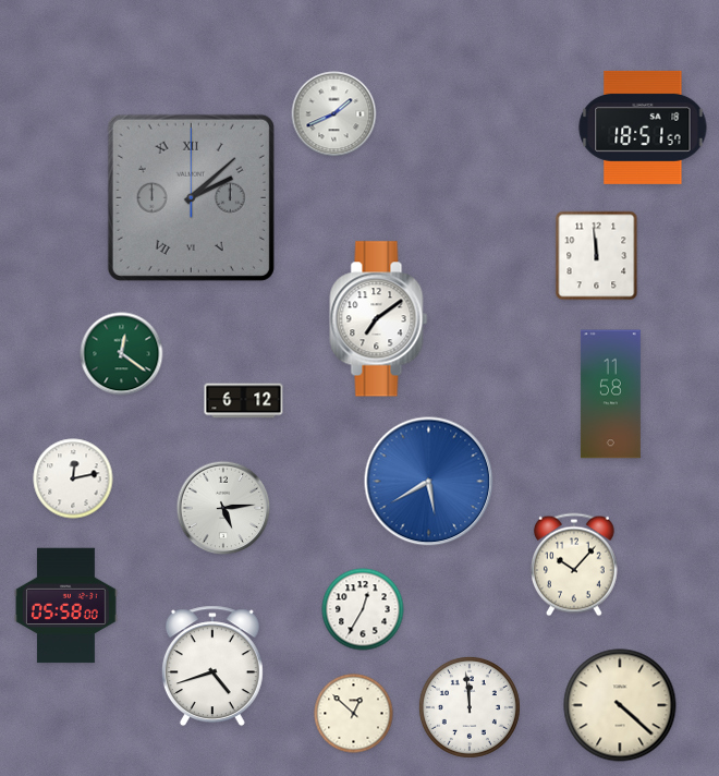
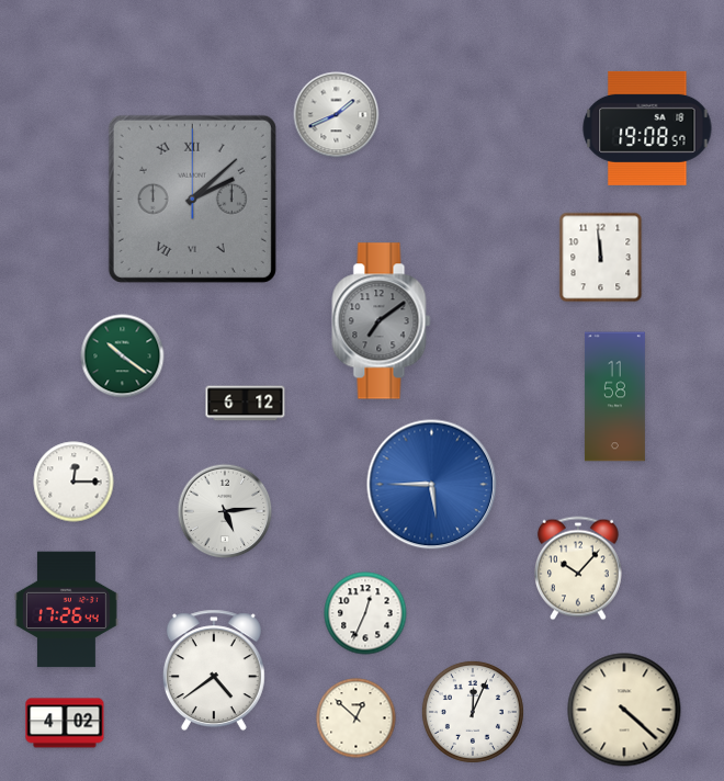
clock at (643, 128): 18:51 -> 19:08
clock at (379, 319) dial: white -> grey
clock at (122, 354): 12:21 -> 10:21
clock at (73, 478): 12:13 -> 12:15
clock at (429, 482): 5:40 -> 5:45
clock at (65, 606): 05:58 -> 17:26
clock at (363, 609): 12:35 -> 12:34
clock at (212, 666): 4:42 -> 4:39
clock at (470, 707): 11:59 -> 12:04
clock at (65, 723): none -> 4:02
